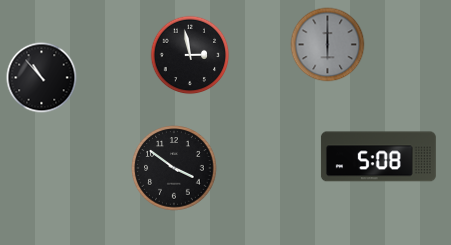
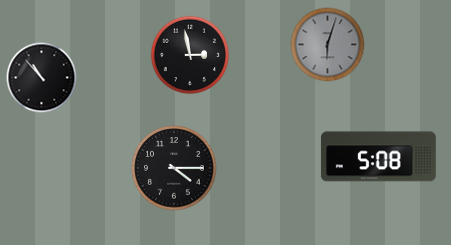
clock at (328, 45): 6:00 -> 6:03
clock at (174, 168): 3:51 -> 4:15
